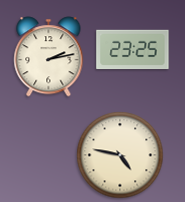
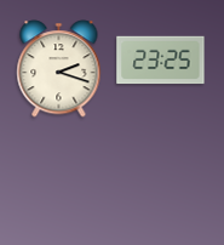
clock at (49, 57): 2:13 -> 2:18
clock at (120, 155): 4:47 -> none
